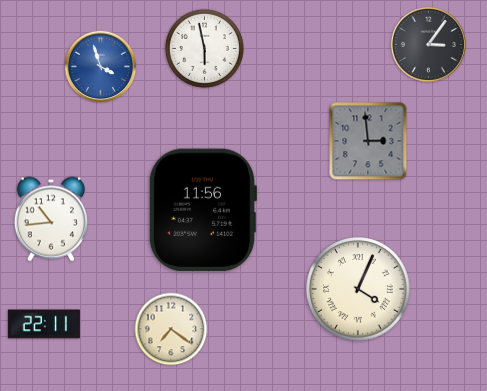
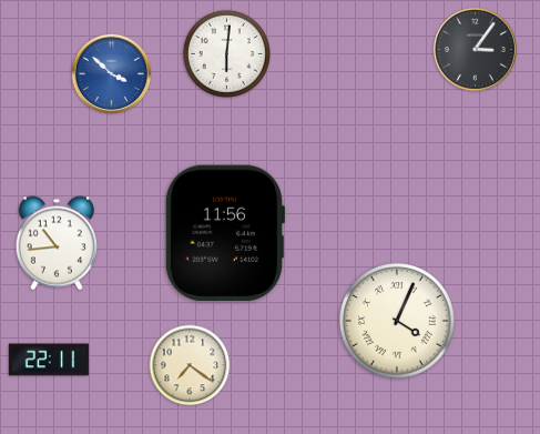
clock at (204, 48): 5:58 -> 6:01
clock at (101, 67): 3:57 -> 3:52
clock at (368, 141): 2:59 -> none
